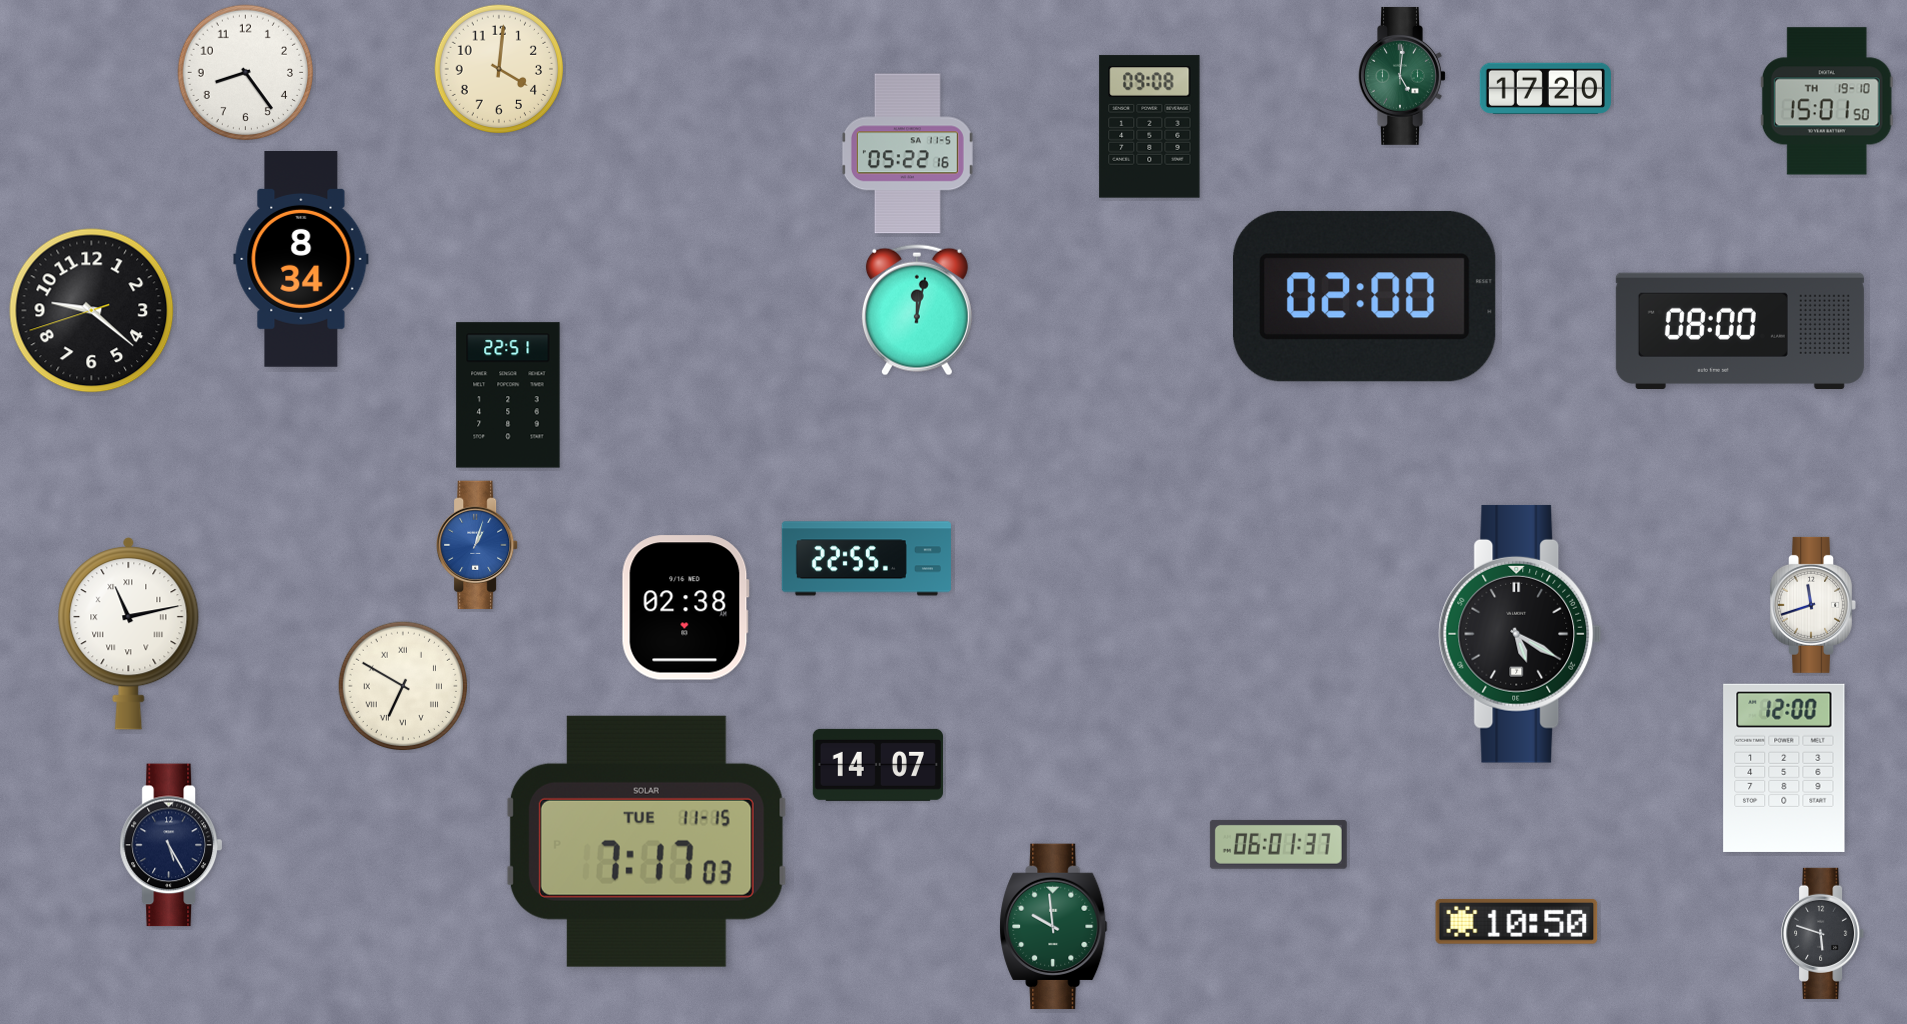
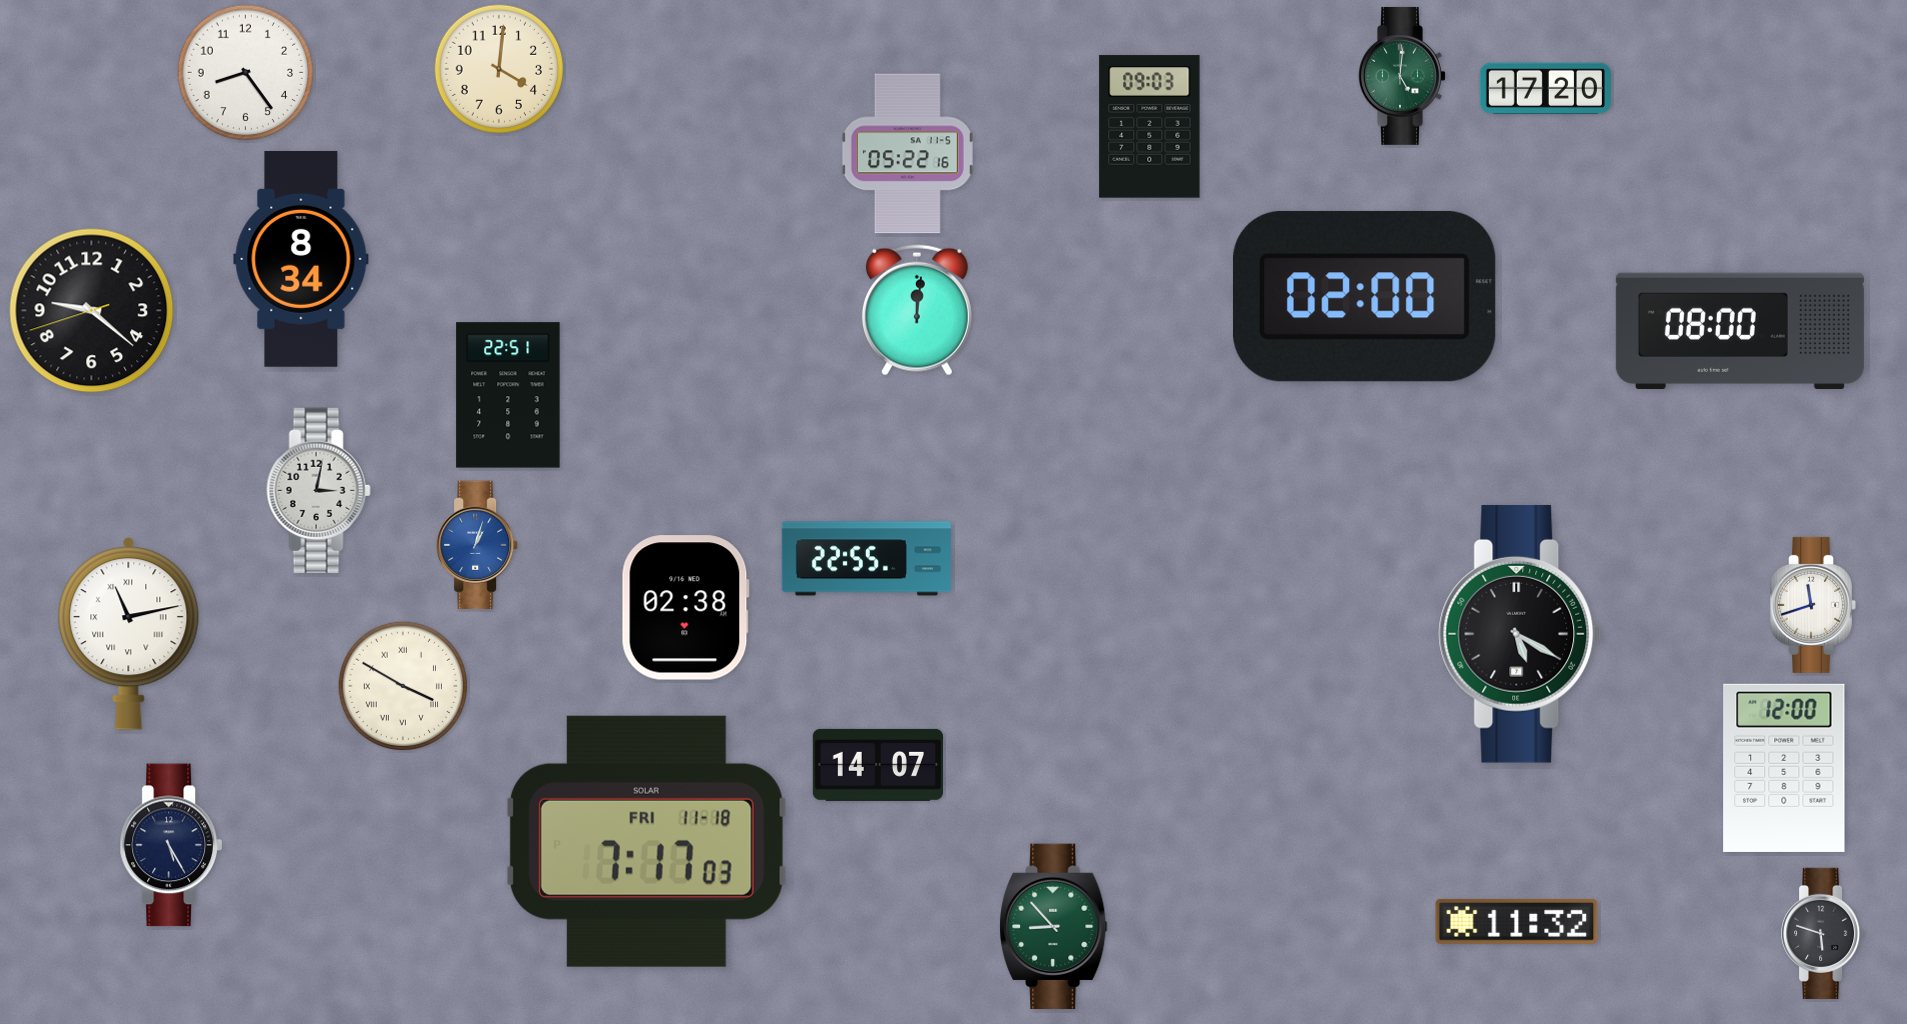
clock at (1827, 101): 15:01 -> none
clock at (1150, 127): 09:08 -> 09:03
clock at (917, 310): 12:02 -> 12:01
clock at (318, 491): none -> 3:02
clock at (402, 685): 6:50 -> 3:50
clock at (646, 841) date: TUE 11-15 -> FRI 11-18
clock at (1278, 844): 06:01 -> none
clock at (1517, 922): 10:50 -> 11:32
clock at (1054, 927): 9:59 -> 8:53
